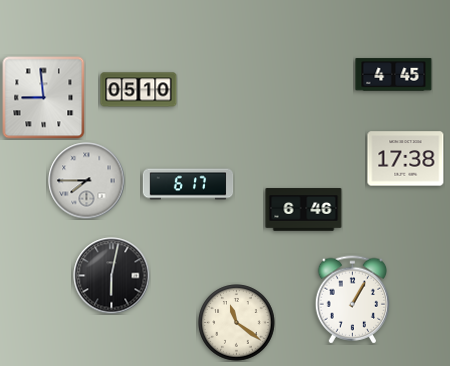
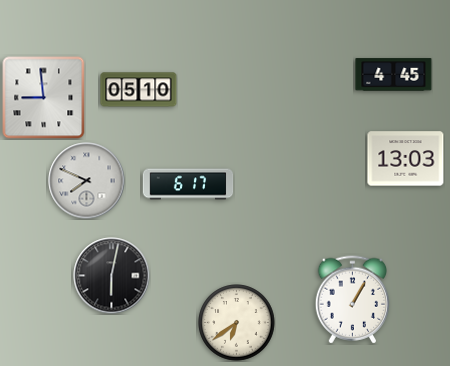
clock at (406, 159): 17:38 -> 13:03
clock at (87, 181): 7:45 -> 7:49
clock at (304, 210): 6:46 -> none
clock at (237, 323): 11:21 -> 6:39
